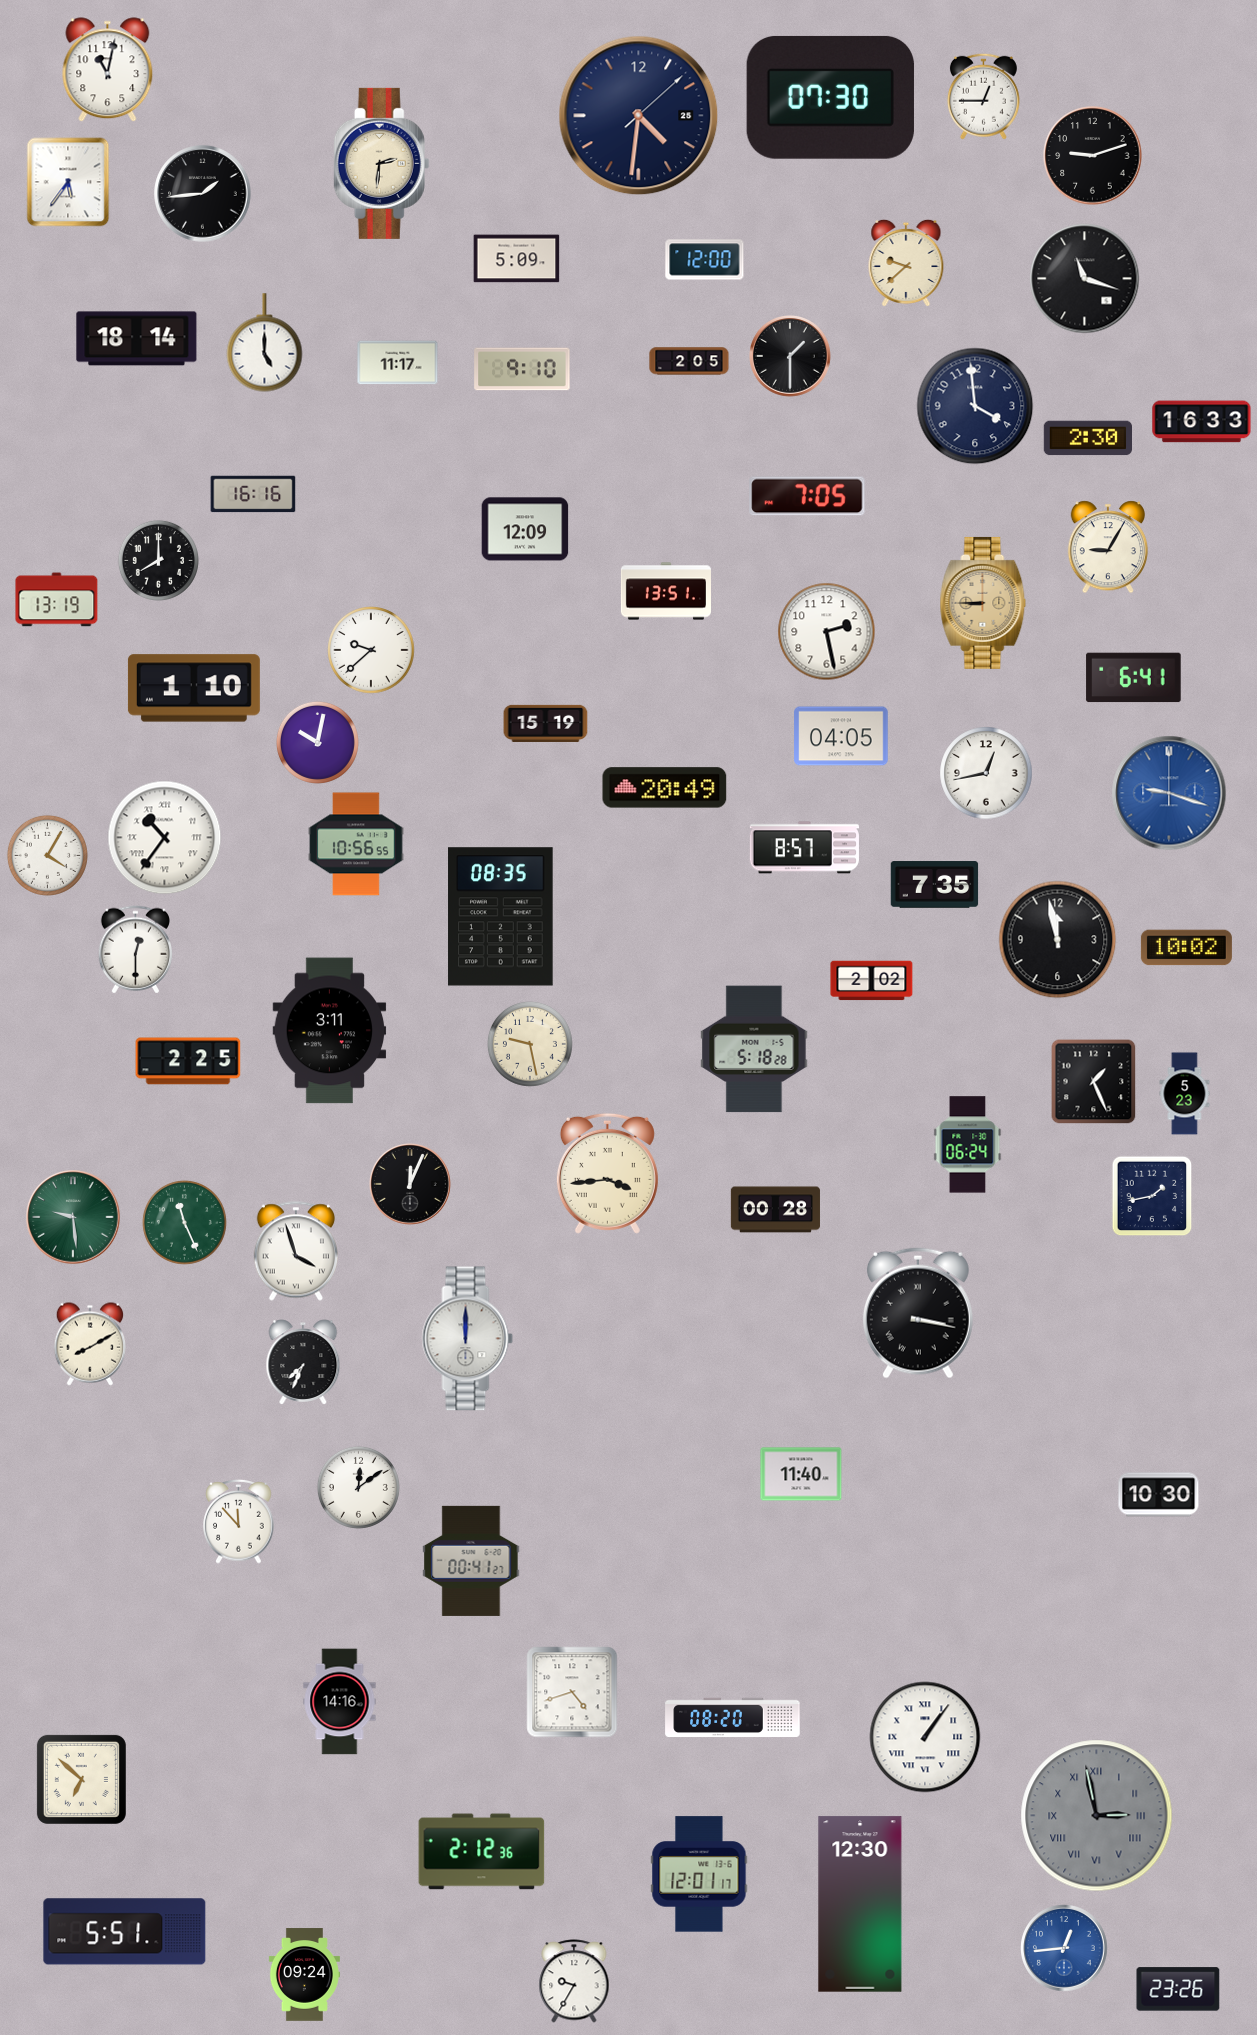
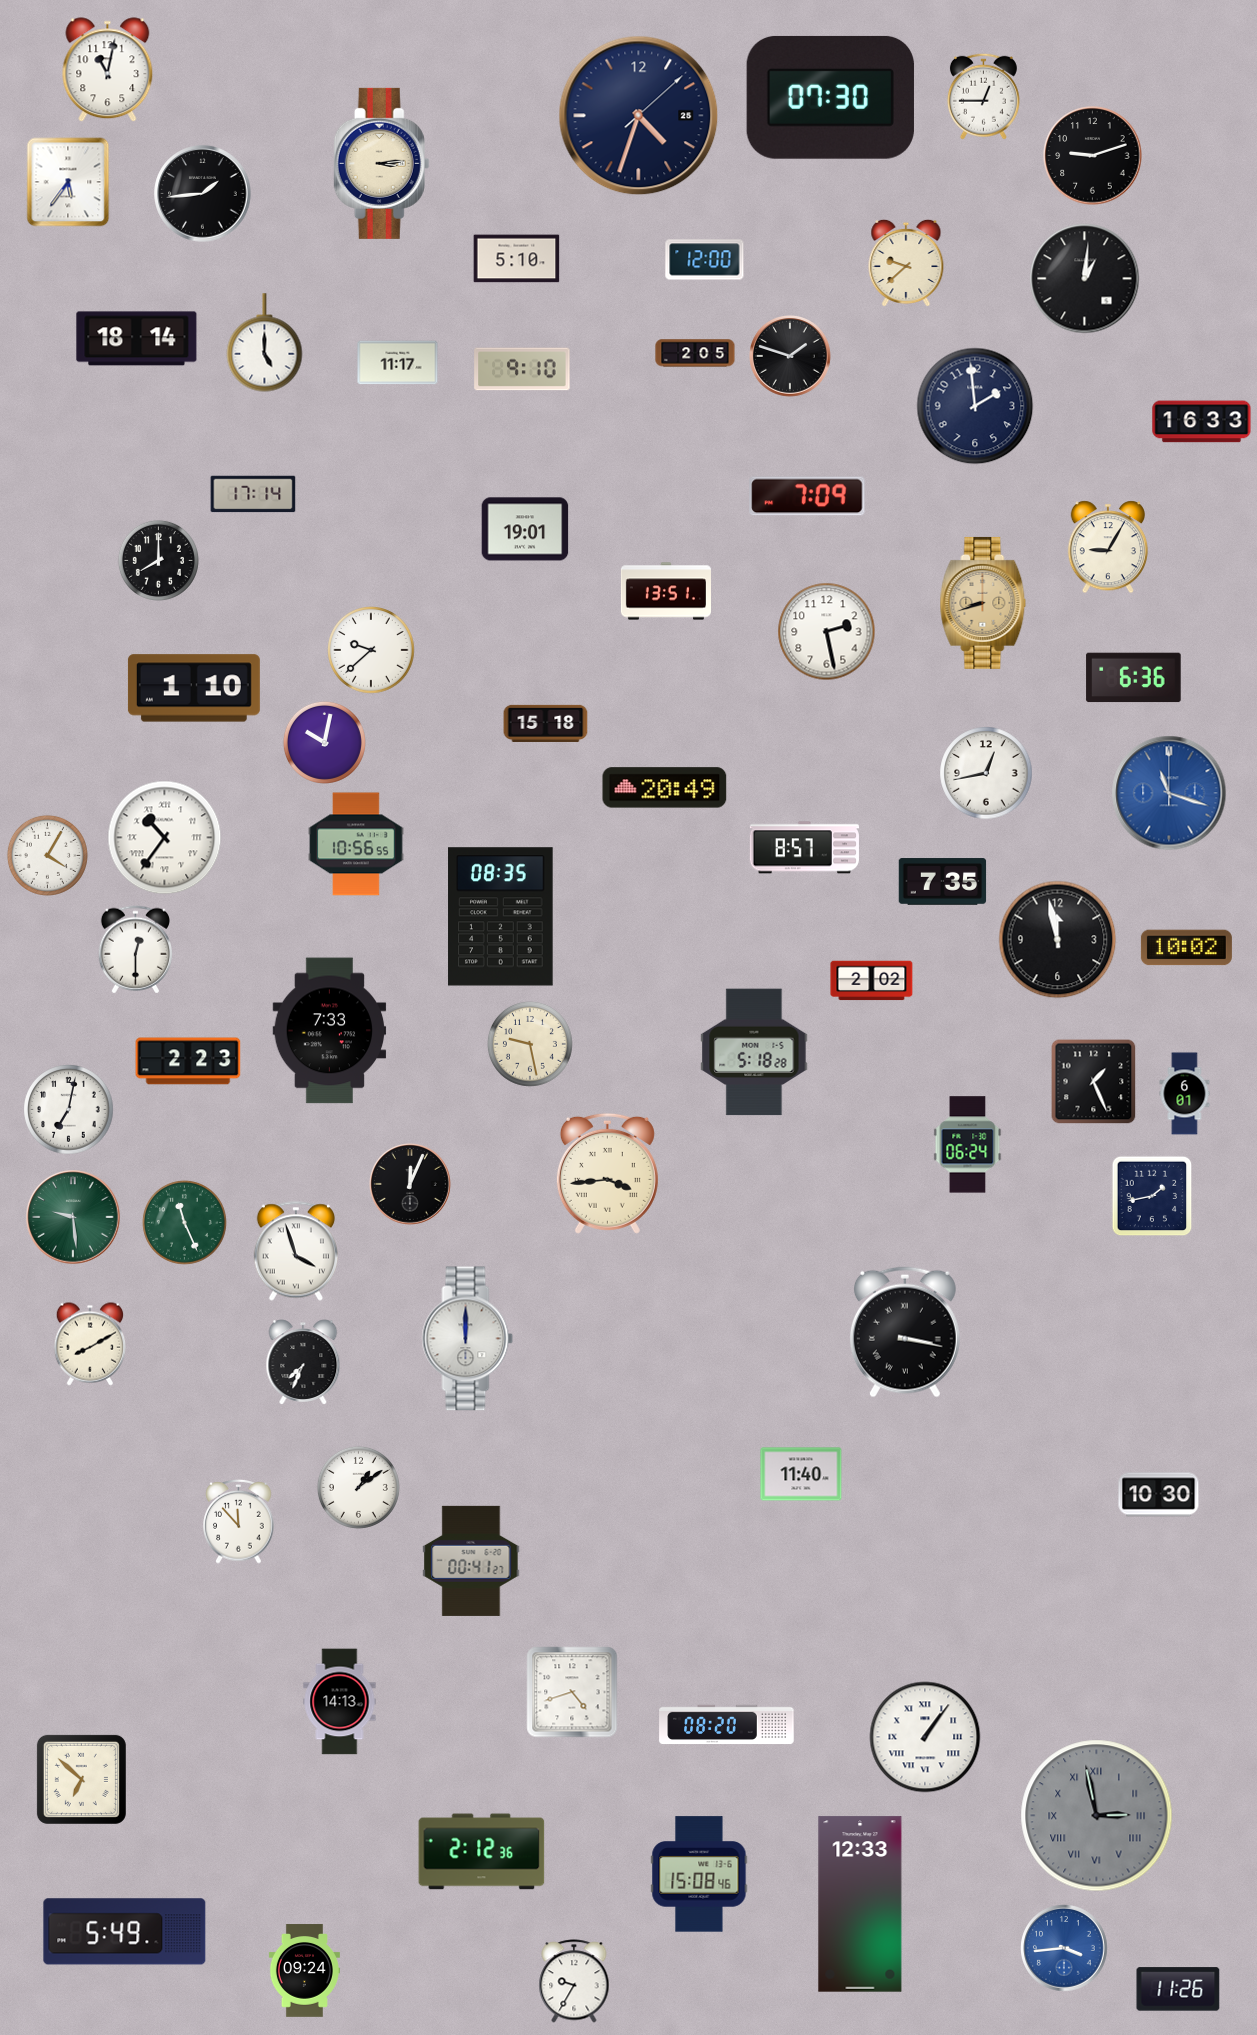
clock at (639, 116): 4:31 -> 4:33
clock at (382, 163): 2:31 -> 3:14
clock at (517, 259): 5:09 -> 5:10
clock at (1085, 279): 11:18 -> 1:01
clock at (791, 357): 1:30 -> 1:48
clock at (689, 361) position: (689, 361) -> (695, 353)
clock at (975, 406): 3:59 -> 1:59
clock at (1087, 438): 2:30 -> none
clock at (253, 494): 16:16 -> 17:14
clock at (807, 496): 7:05 -> 7:09
clock at (525, 529): 12:09 -> 19:01
clock at (57, 600): 13:19 -> none
clock at (983, 603): 8:45 -> 8:42
clock at (1134, 678): 6:41 -> 6:36
clock at (546, 723): 15:19 -> 15:18
clock at (841, 736): 04:05 -> none
clock at (317, 742) position: (317, 742) -> (324, 742)
clock at (1169, 793): 9:18 -> 11:18
clock at (935, 885) position: (935, 885) -> (943, 882)
clock at (330, 1031): 3:11 -> 7:33
clock at (754, 1049) position: (754, 1049) -> (754, 1052)
clock at (188, 1061): 2:25 -> 2:23
clock at (1185, 1094): 5:23 -> 6:01
clock at (69, 1110): none -> 7:02
clock at (775, 1210): 00:28 -> none
clock at (918, 1313) position: (918, 1313) -> (905, 1332)
clock at (358, 1487): 12:09 -> 1:09
clock at (340, 1702): 14:16 -> 14:13
clock at (733, 1718) position: (733, 1718) -> (727, 1725)
clock at (699, 1874): 12:01 -> 15:08
clock at (860, 1904): 12:30 -> 12:33
clock at (125, 1932): 5:51 -> 5:49
clock at (1064, 1948): 12:44 -> 3:44
clock at (304, 1975) position: (304, 1975) -> (304, 1971)
clock at (1178, 1989): 23:26 -> 11:26
